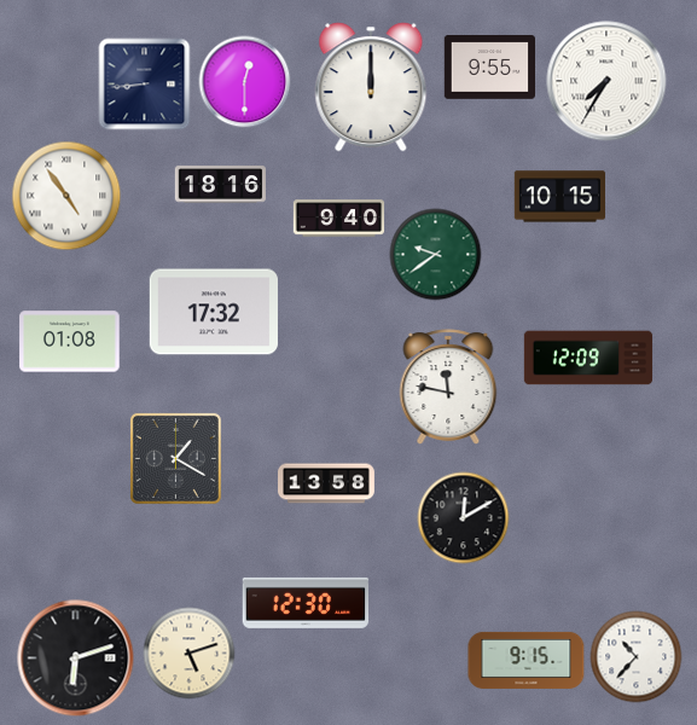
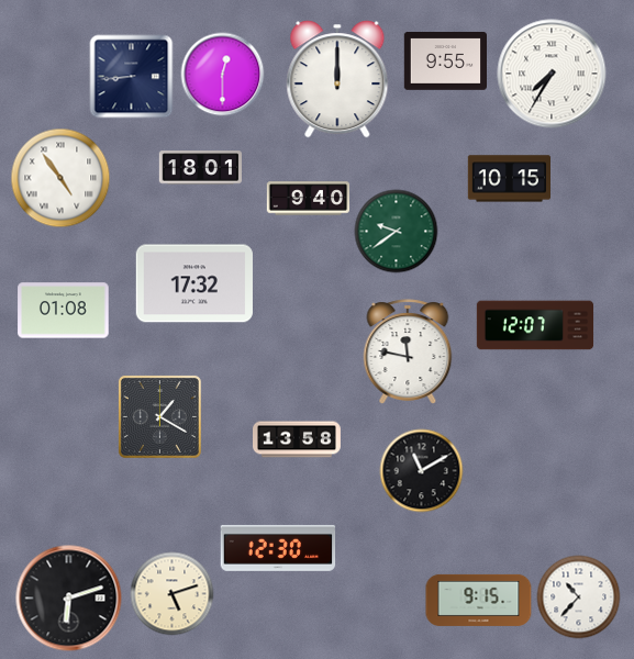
clock at (220, 185): 18:16 -> 18:01
clock at (588, 358): 12:09 -> 12:07
clock at (464, 518): 12:10 -> 11:10
